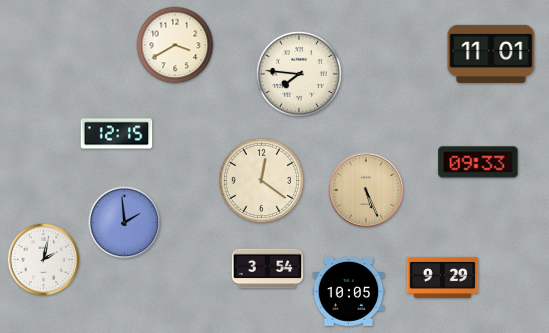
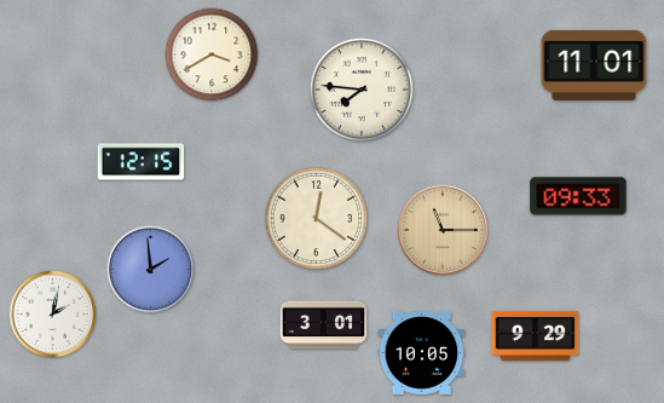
clock at (366, 190): 5:26 -> 11:15
clock at (268, 269): 3:54 -> 3:01
